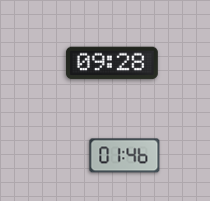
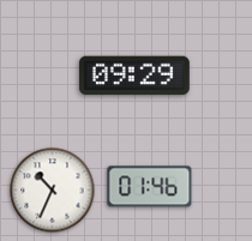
clock at (112, 63): 09:28 -> 09:29
clock at (53, 191): none -> 10:34
